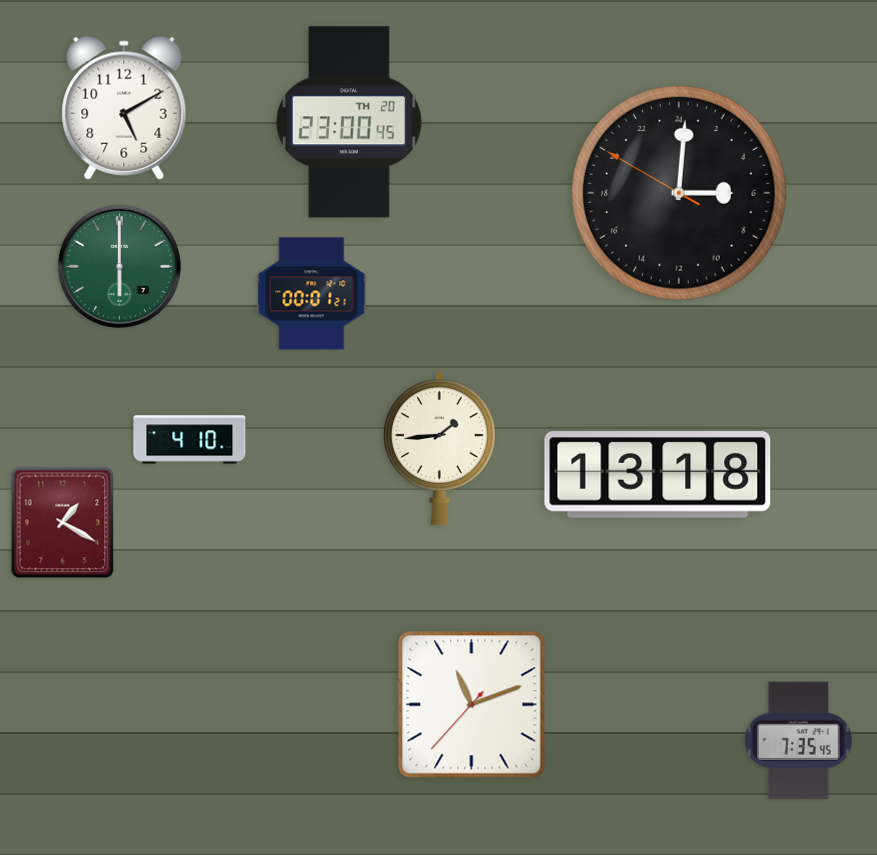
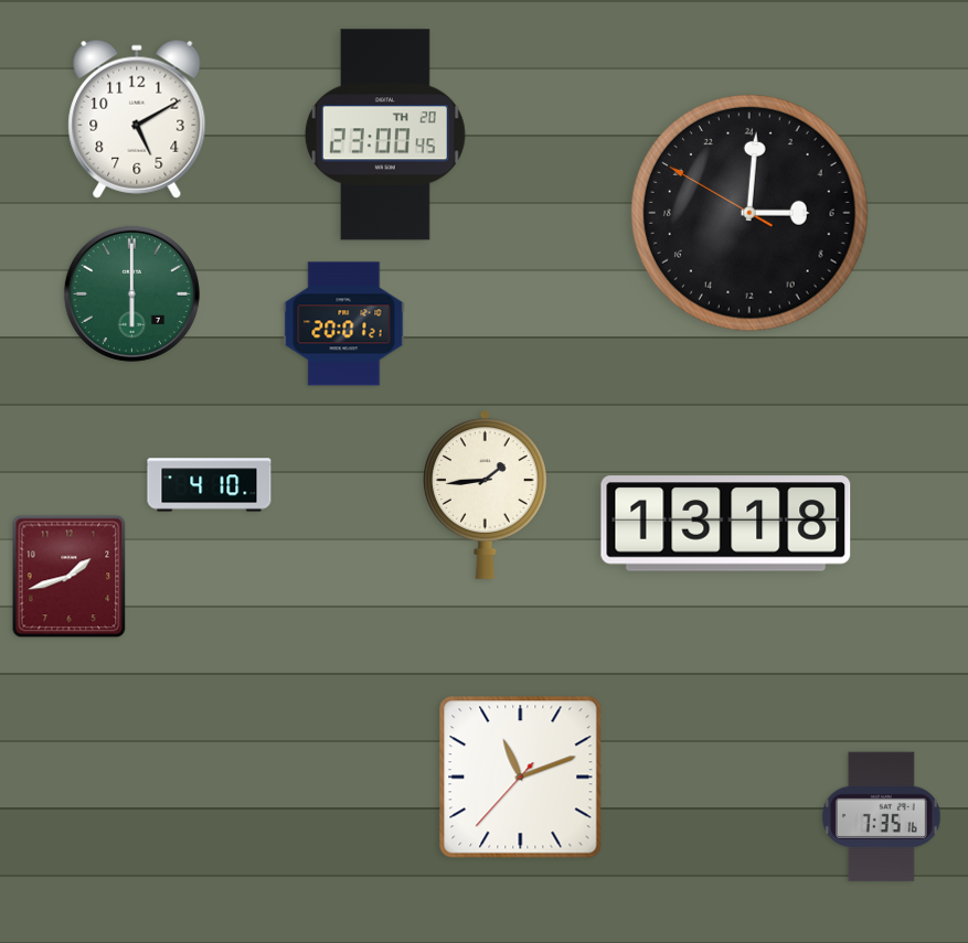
clock at (312, 294): 00:01 -> 20:01
clock at (63, 523): 1:20 -> 1:42
clock at (798, 741): 7:35:45 -> 7:35:16
